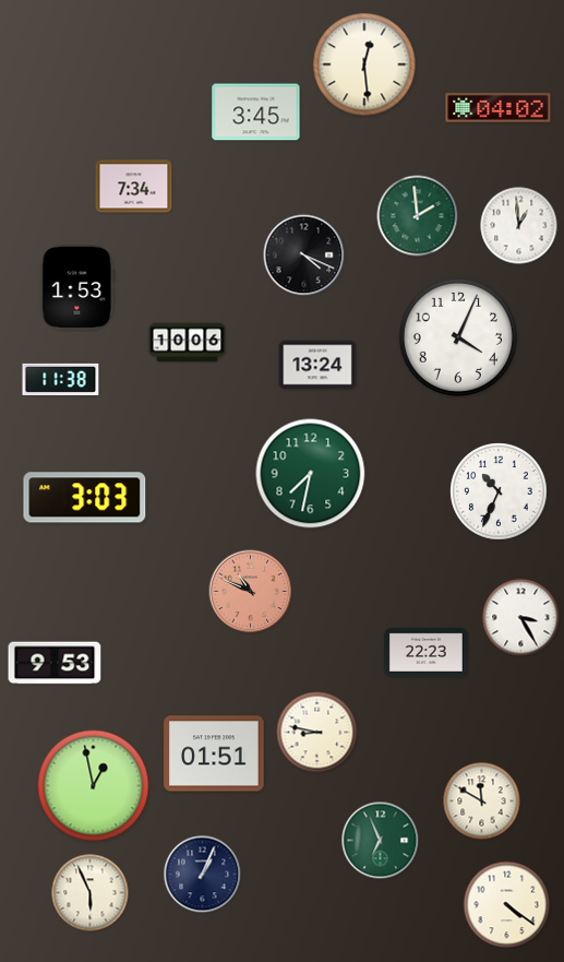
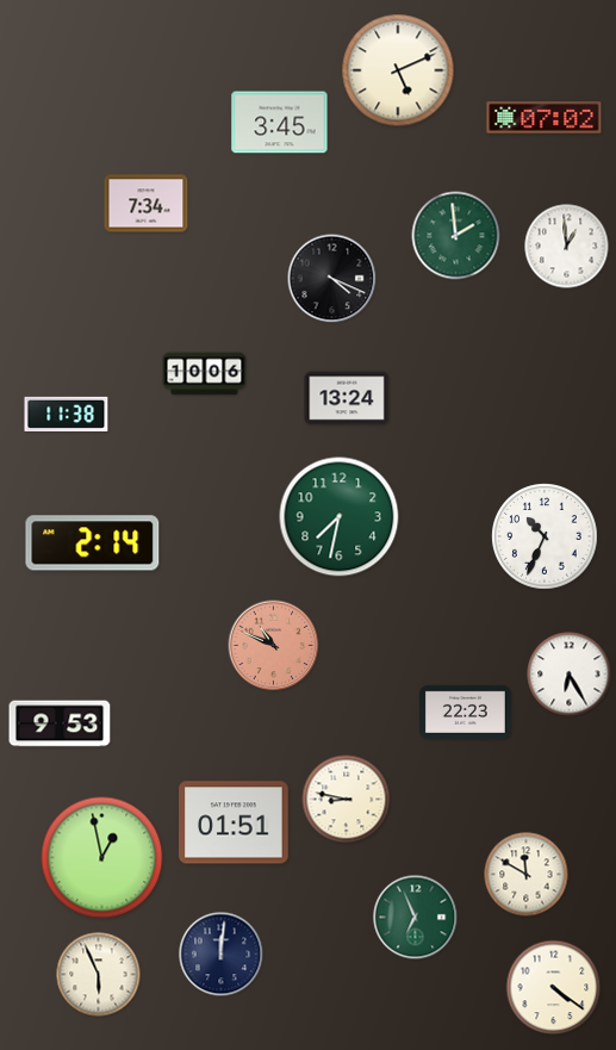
clock at (364, 64): 12:29 -> 5:11
clock at (499, 108): 04:02 -> 07:02
clock at (77, 288): 1:53 -> none
clock at (458, 337): 4:04 -> none
clock at (85, 498): 3:03 -> 2:14
clock at (521, 618): 3:25 -> 6:25
clock at (203, 875): 1:04 -> 12:01
